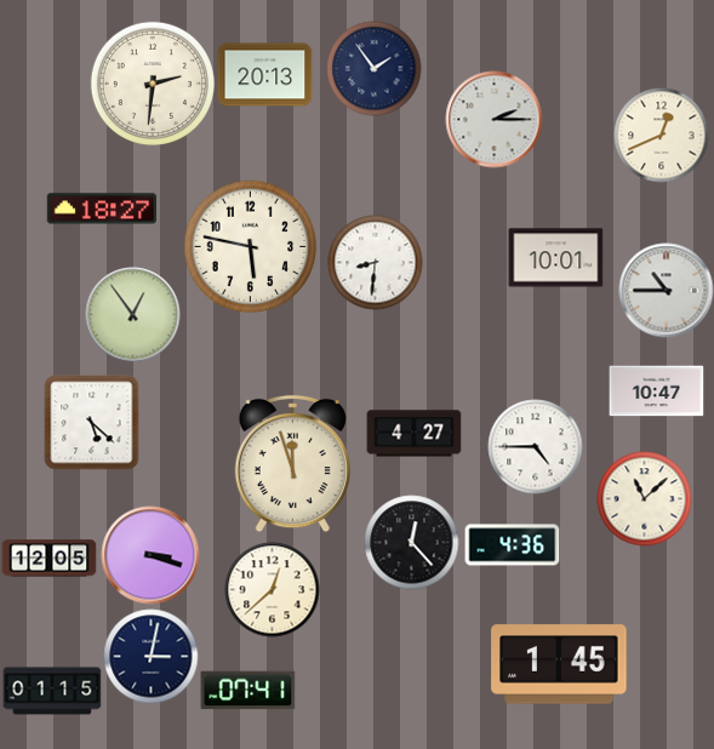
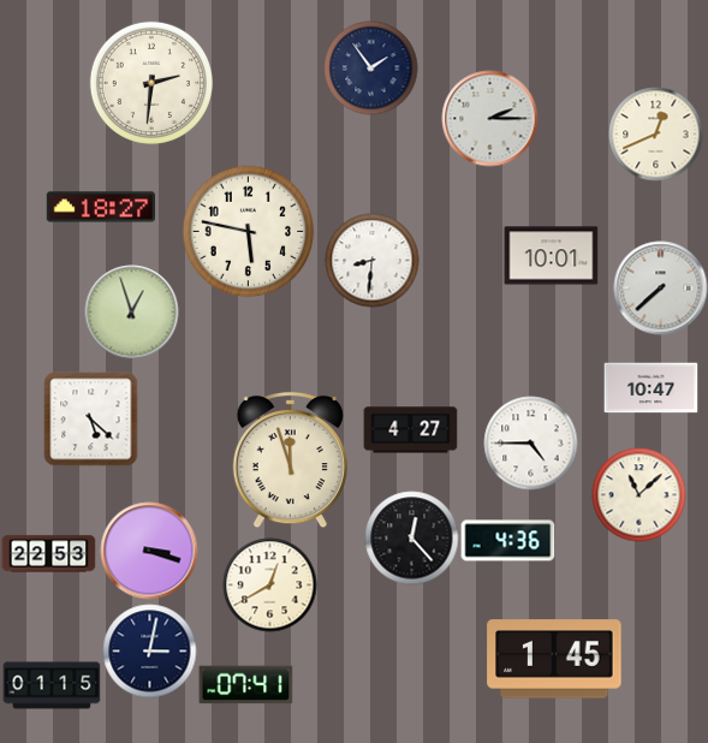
clock at (264, 75): 20:13 -> none
clock at (250, 246) position: (250, 246) -> (248, 231)
clock at (666, 290): 10:45 -> 7:38
clock at (132, 314): 12:54 -> 12:57
clock at (411, 542) position: (411, 542) -> (411, 537)
clock at (48, 559): 12:05 -> 22:53
clock at (272, 589): 12:38 -> 12:40
